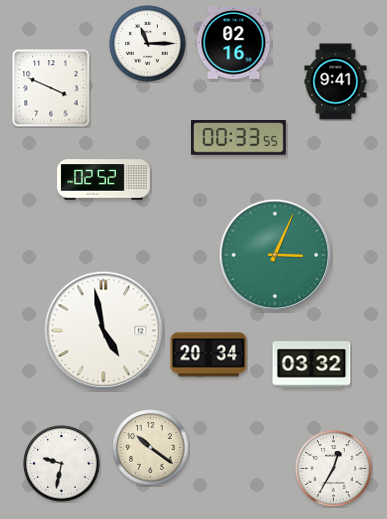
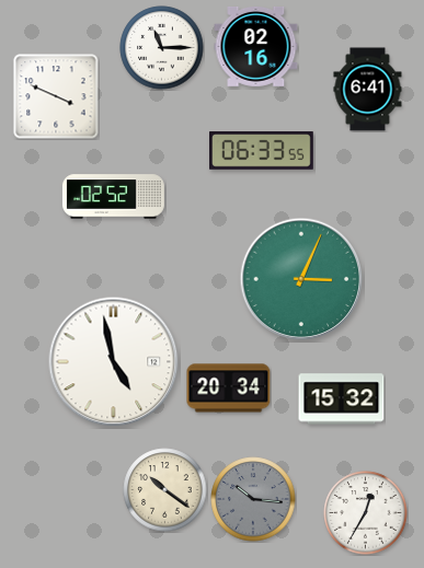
clock at (336, 82): 9:41 -> 6:41
clock at (239, 138): 00:33 -> 06:33
clock at (312, 365): 03:32 -> 15:32
clock at (253, 499): none -> 10:16
clock at (62, 464): 9:32 -> none
